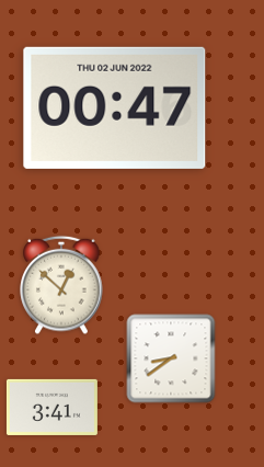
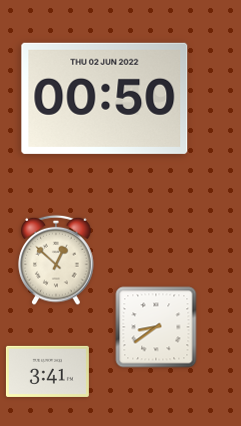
clock at (115, 107): 00:47 -> 00:50
